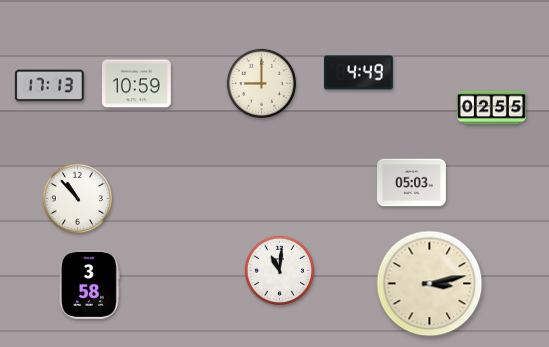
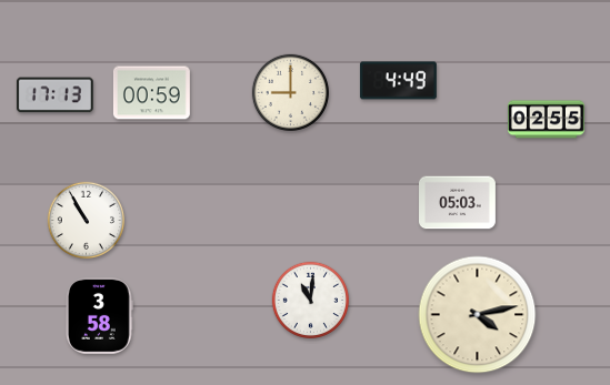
clock at (136, 84): 10:59 -> 00:59
clock at (77, 198): 10:53 -> 10:55
clock at (430, 284): 3:13 -> 4:13
